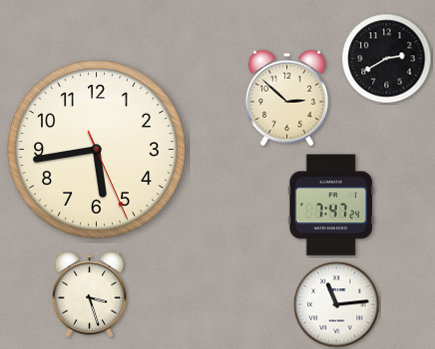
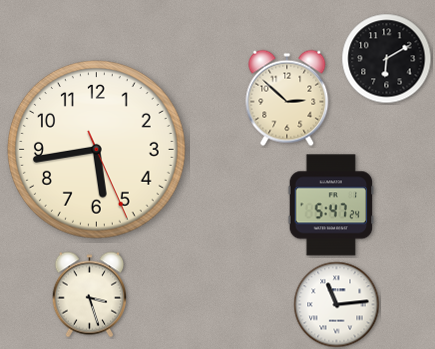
clock at (387, 59): 2:40 -> 6:10
clock at (331, 205): 7:47 -> 5:47
